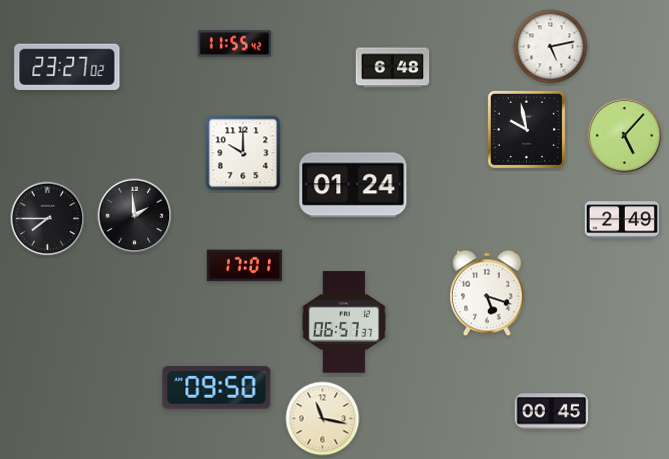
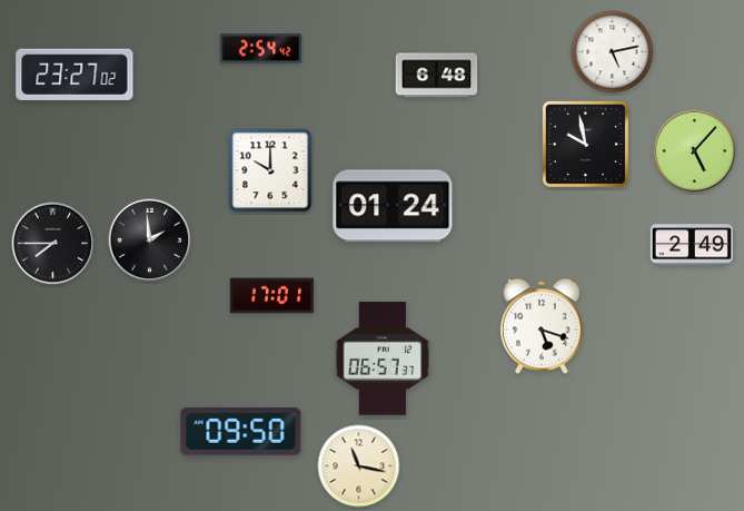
clock at (235, 44): 11:55 -> 2:54
clock at (552, 412): 00:45 -> none
